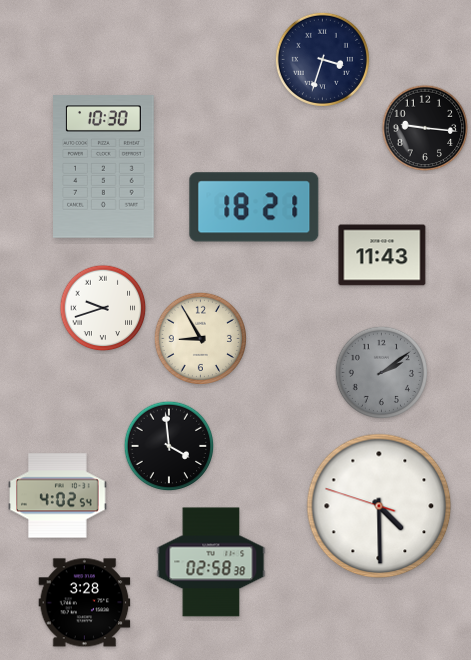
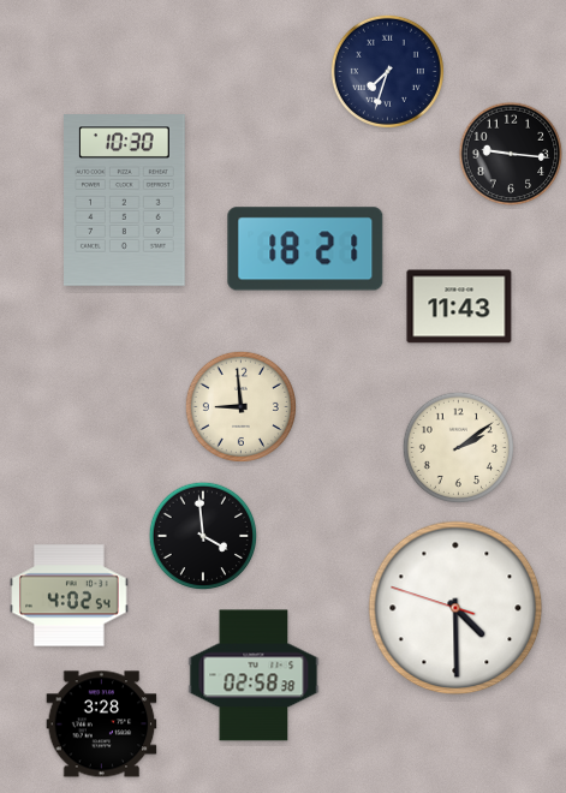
clock at (322, 59): 3:33 -> 7:33
clock at (103, 308): 9:42 -> none
clock at (200, 338): 8:55 -> 8:59
clock at (381, 372) dial: grey -> cream
